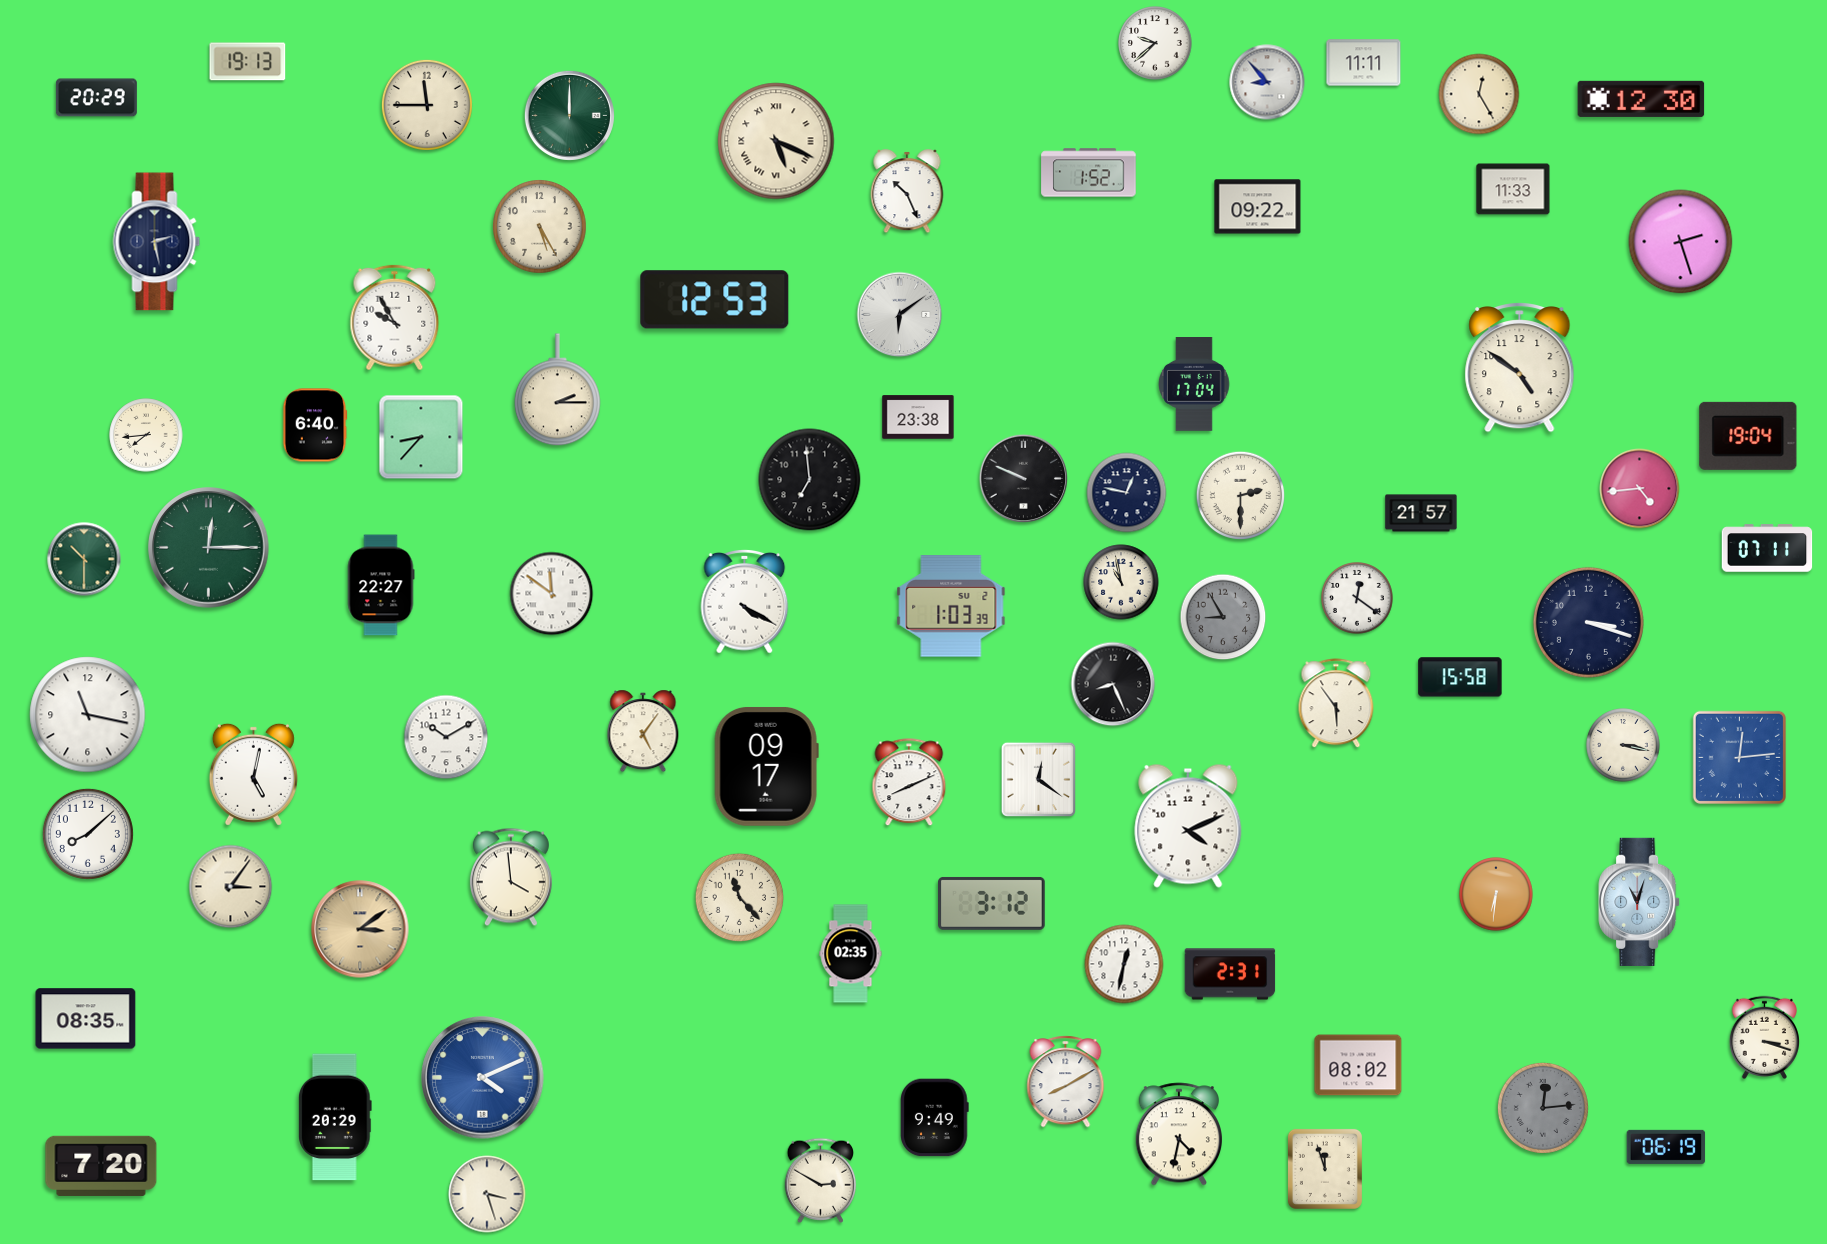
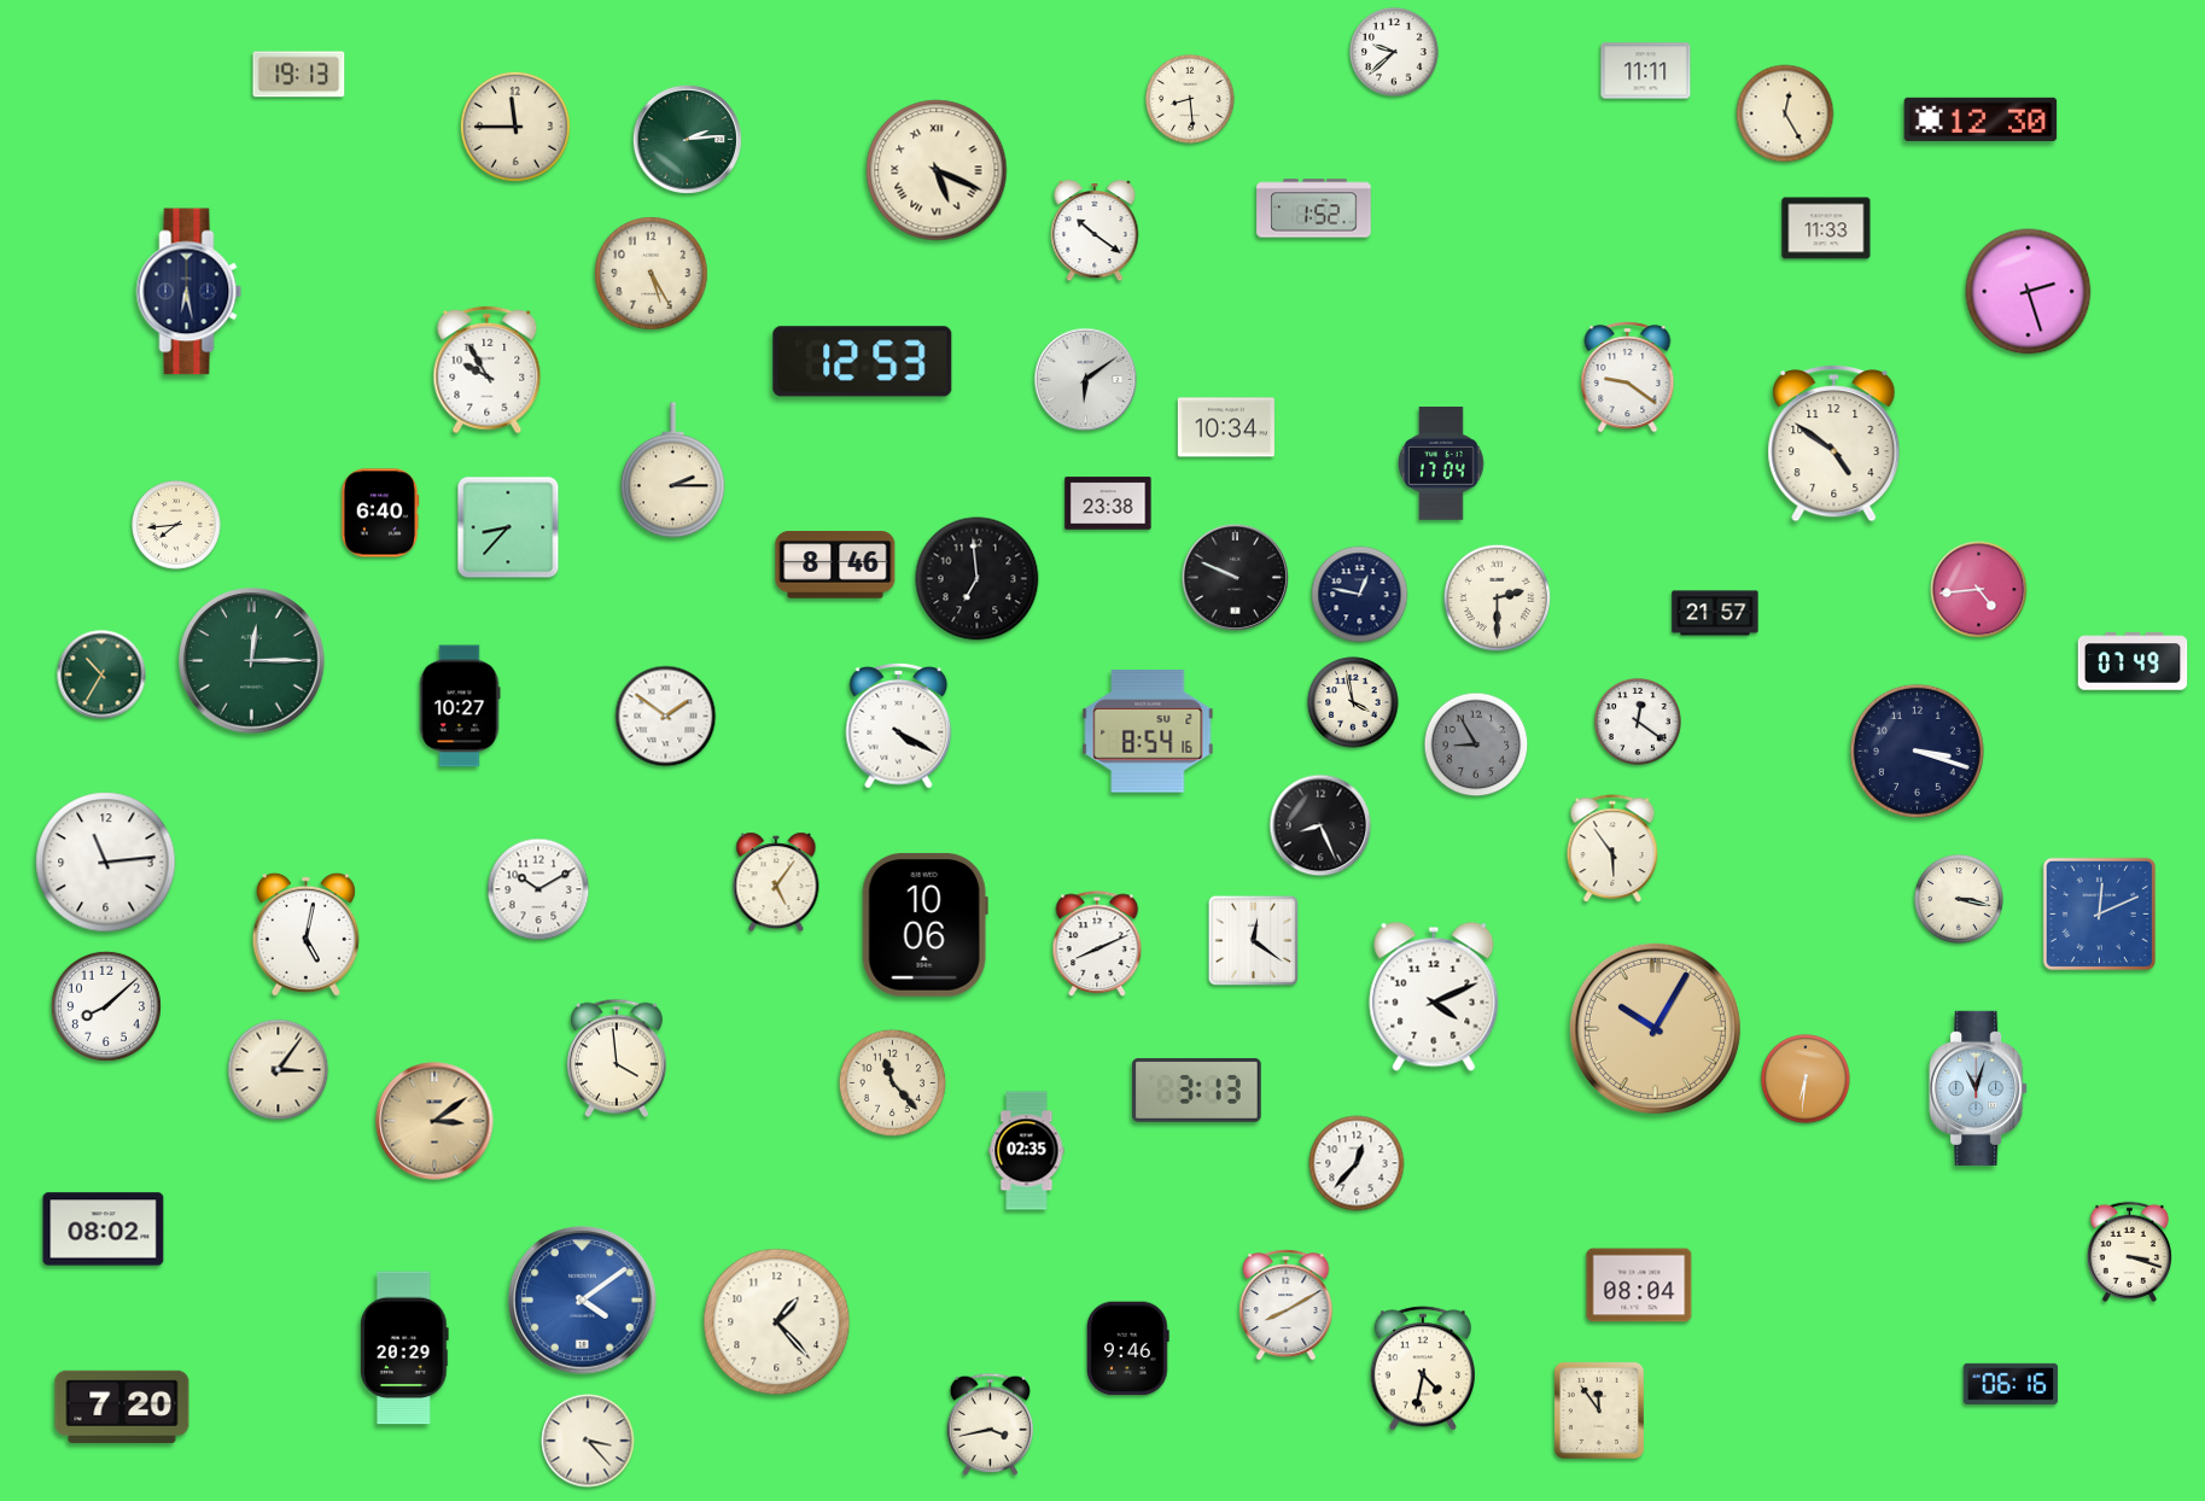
clock at (1364, 63) position: (1364, 63) -> (1646, 71)
clock at (1190, 99): none -> 8:29
clock at (1267, 82): 8:53 -> none
clock at (96, 98): 20:29 -> none
clock at (569, 115): 12:00 -> 2:14
clock at (907, 191): 10:26 -> 10:21
clock at (1258, 207): 09:22 -> none
clock at (157, 242): 2:28 -> 6:28
clock at (1628, 378): none -> 9:21
clock at (395, 318) position: (395, 318) -> (488, 370)
clock at (1226, 427): none -> 10:34
clock at (1748, 436): 19:04 -> none
clock at (835, 565): none -> 8:46
clock at (1421, 513) position: (1421, 513) -> (1715, 613)
clock at (1767, 548): 07:11 -> 07:49
clock at (84, 559): 10:30 -> 10:35
clock at (1121, 582): 10:58 -> 3:58
clock at (381, 585): 22:27 -> 10:27
clock at (552, 594): 11:51 -> 1:51
clock at (951, 606): 1:03 -> 8:54
clock at (1460, 677): 15:58 -> none
clock at (1113, 684) position: (1113, 684) -> (1320, 825)
clock at (88, 715): 11:17 -> 11:14
clock at (1739, 757): 12:14 -> 12:11
clock at (766, 766): 09:17 -> 10:06
clock at (1655, 1028): none -> 10:05
clock at (992, 903): 3:12 -> 3:13
clock at (1124, 964): 12:32 -> 12:37
clock at (1230, 974): 2:31 -> none
clock at (86, 1019): 08:35 -> 08:02
clock at (1358, 1065): 08:02 -> 08:04
clock at (483, 1078): 4:11 -> 4:09
clock at (777, 1322): none -> 1:23
clock at (1543, 1108): 12:14 -> none
clock at (935, 1118): 9:49 -> 9:46
clock at (1666, 1147): 06:19 -> 06:16
clock at (1325, 1169): 11:57 -> 11:54
clock at (821, 1180): 2:50 -> 3:43
clock at (487, 1194): 3:27 -> 3:23
